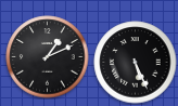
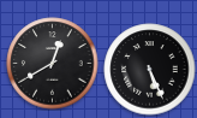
clock at (48, 57): 1:11 -> 12:40
